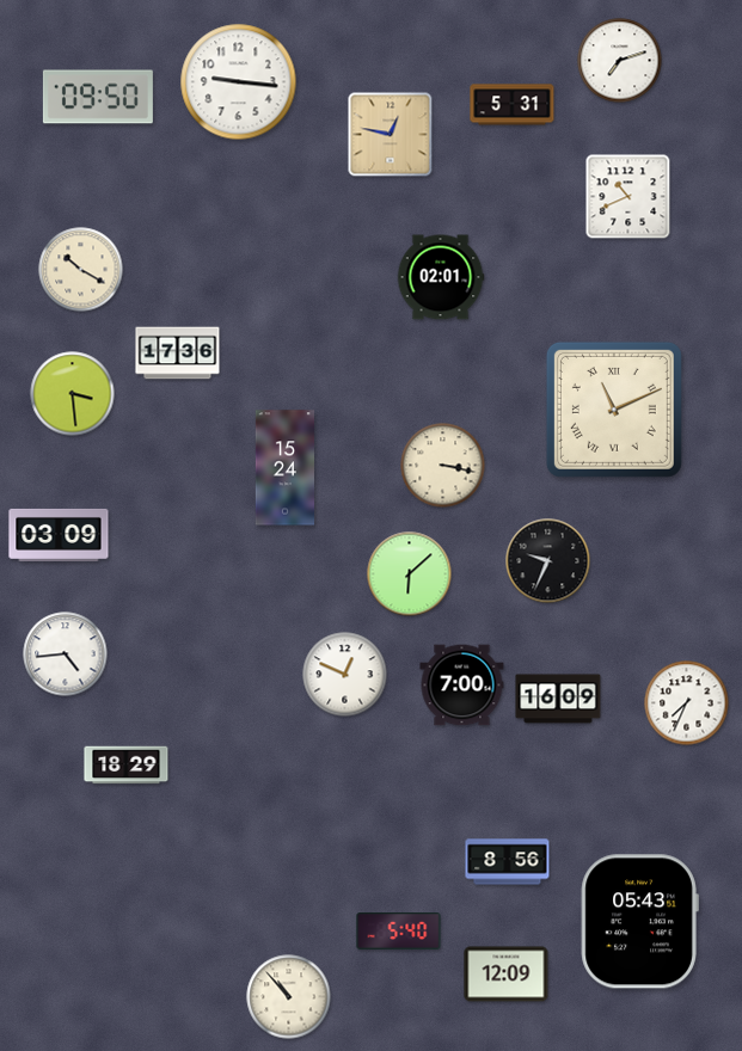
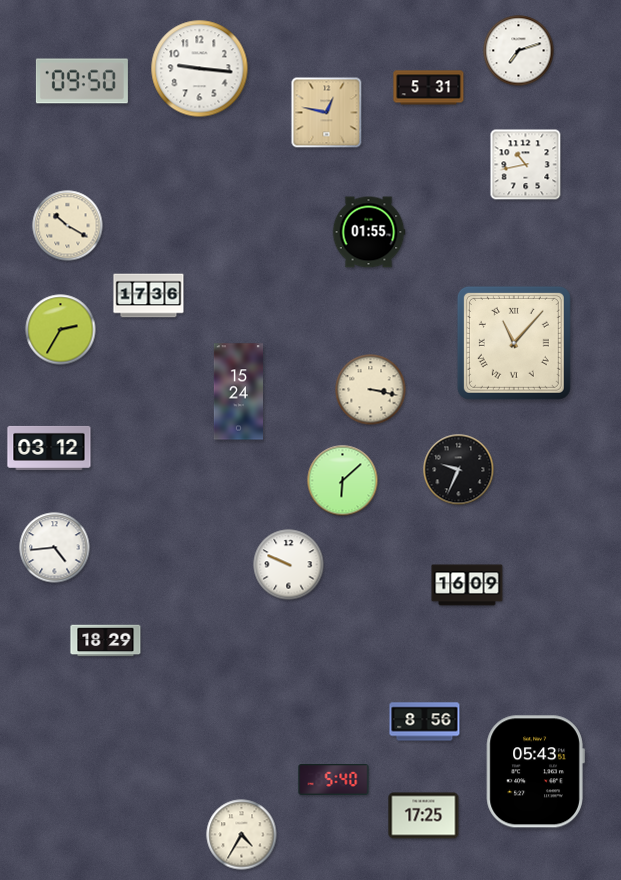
clock at (628, 197): 10:41 -> 10:43
clock at (441, 277): 02:01 -> 01:55
clock at (73, 394): 3:29 -> 2:35
clock at (614, 410): 11:11 -> 11:07
clock at (59, 535): 03:09 -> 03:12
clock at (345, 675): 12:49 -> 9:49
clock at (462, 686): 7:00 -> none
clock at (687, 703): 7:34 -> none
clock at (507, 975): 12:09 -> 17:25
clock at (289, 997): 10:53 -> 4:35
